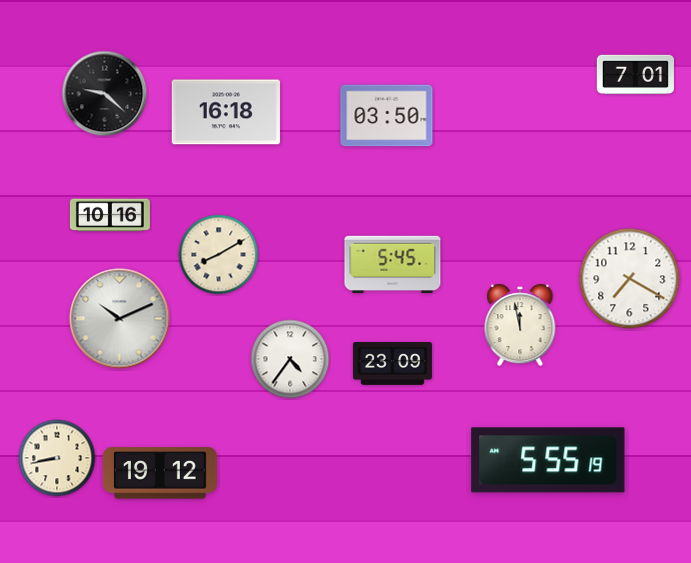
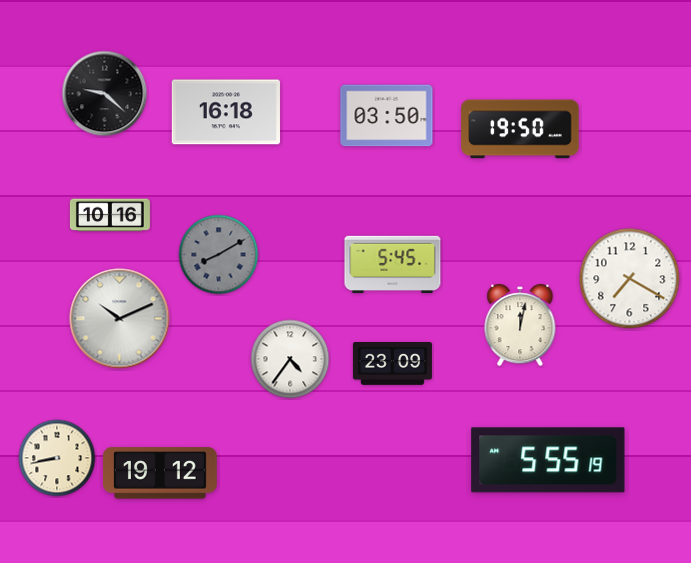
clock at (635, 75): 7:01 -> none
clock at (520, 129): none -> 19:50
clock at (219, 255) dial: cream -> grey
clock at (520, 325): 11:58 -> 12:02
